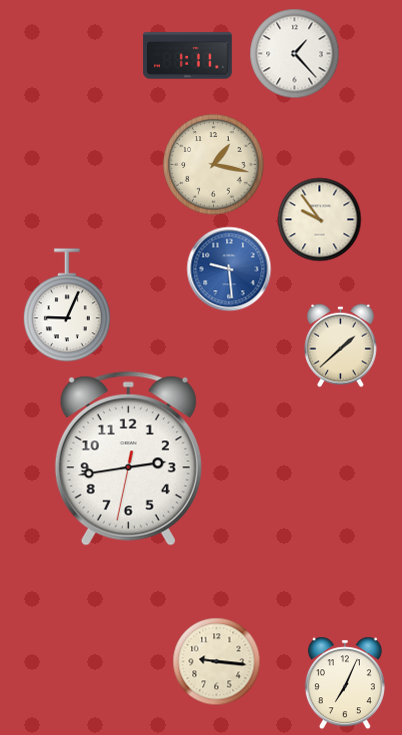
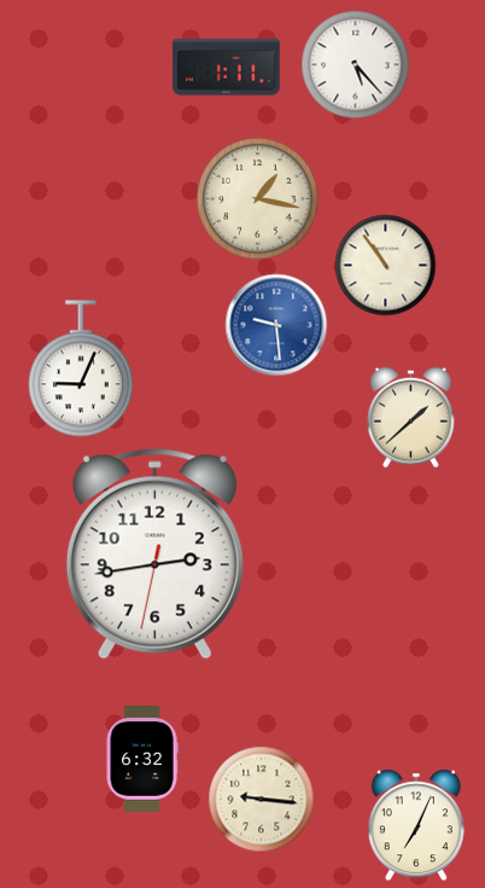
clock at (294, 53): 1:23 -> 5:23
clock at (319, 219): 9:54 -> 10:54
clock at (142, 759): none -> 6:32
